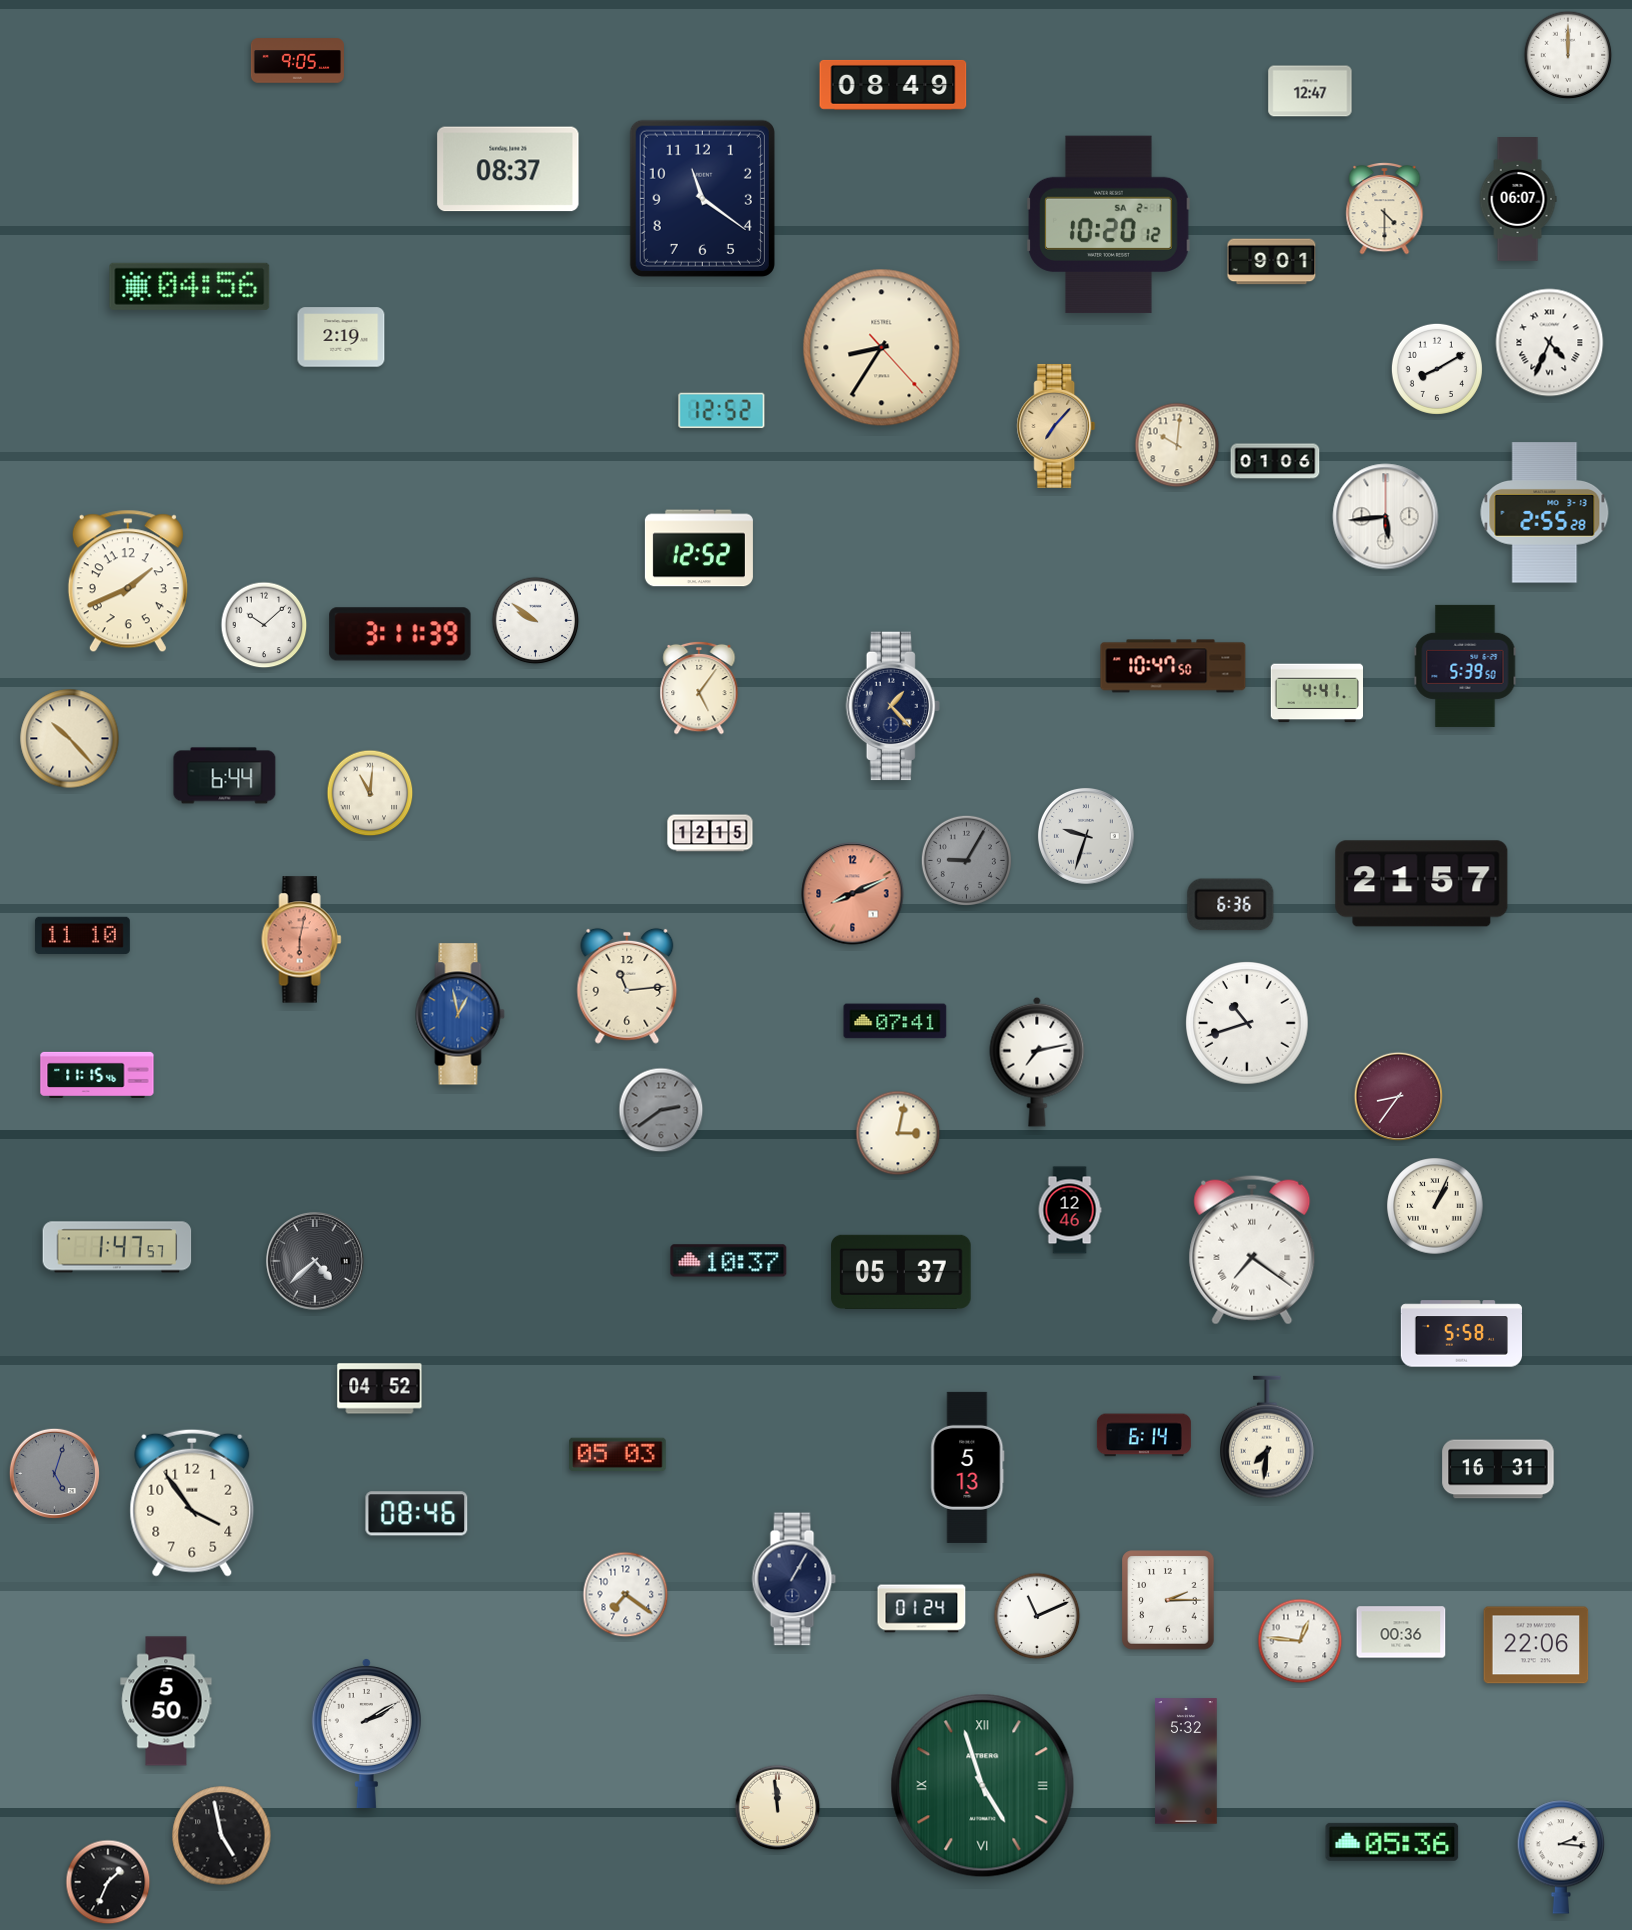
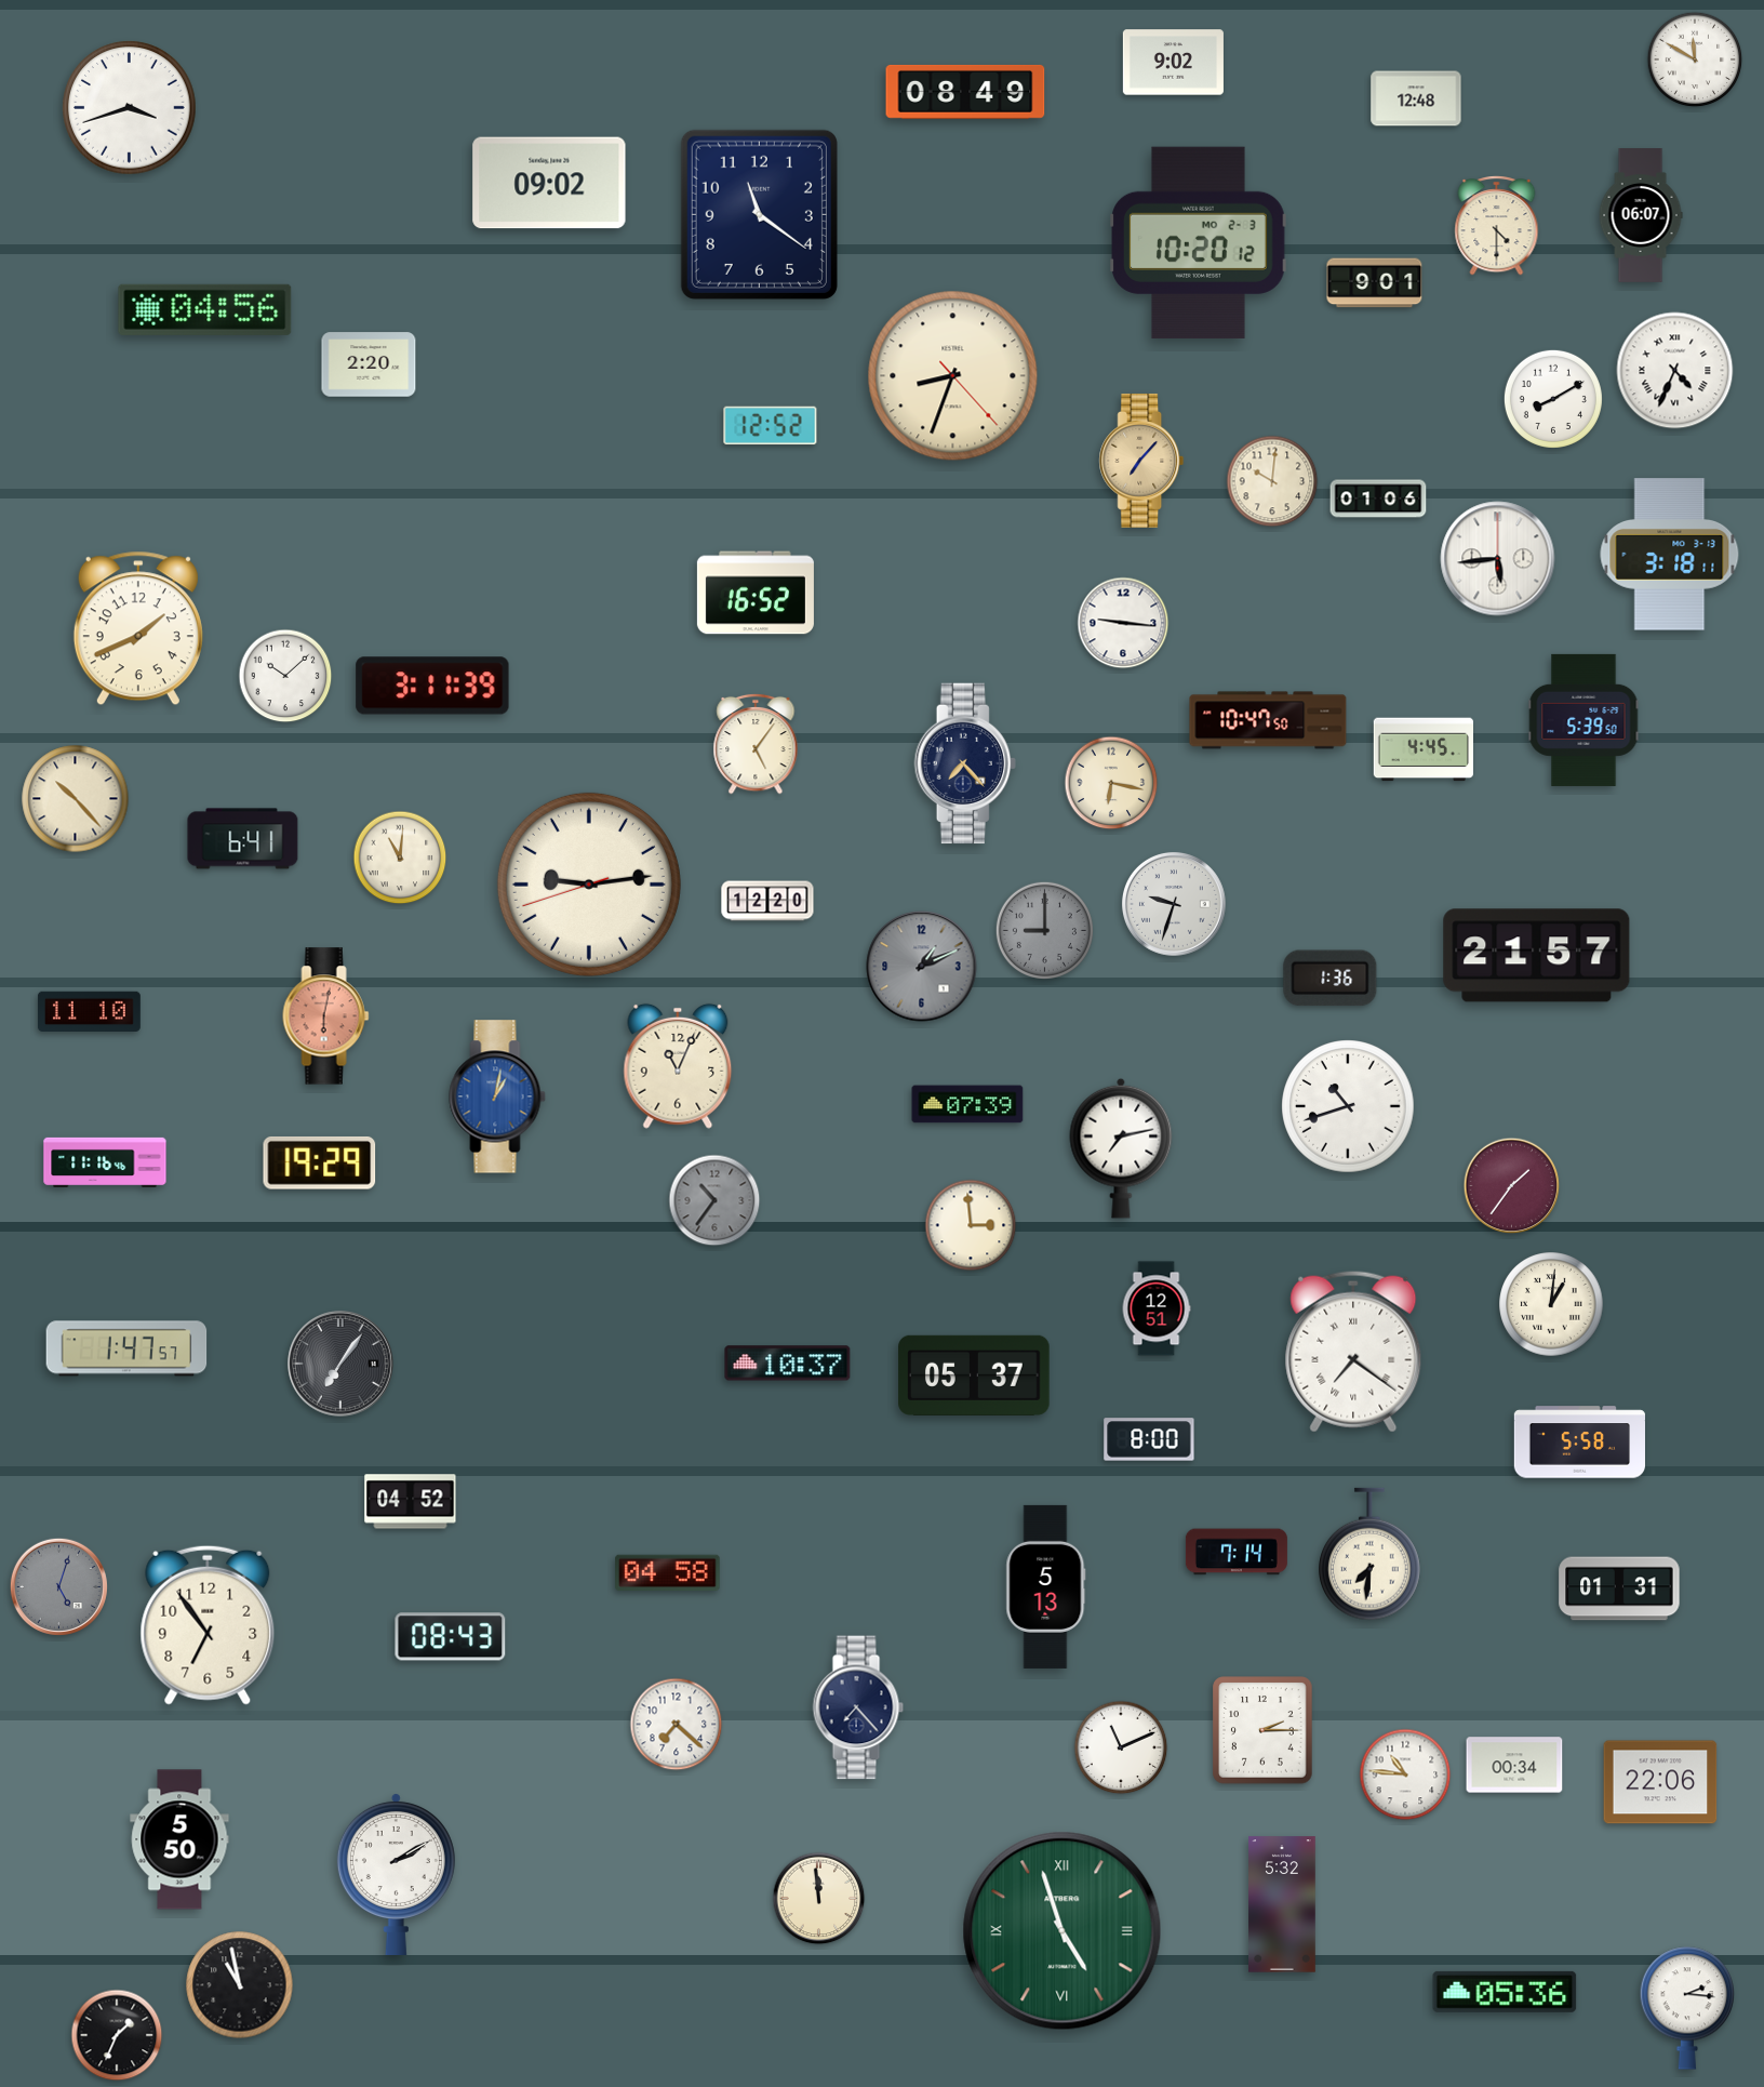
clock at (1568, 55): 12:00 -> 11:50
clock at (1173, 63): none -> 9:02
clock at (297, 61): 9:05 -> none
clock at (1310, 91): 12:47 -> 12:48
clock at (130, 108): none -> 3:42
clock at (508, 169): 08:37 -> 09:02
clock at (1109, 225) date: SA 2-1 -> MO 2-3
clock at (341, 337): 2:19 -> 2:20
clock at (882, 348): 8:35 -> 8:33
clock at (722, 411) position: (722, 411) -> (771, 426)
clock at (1545, 513): 2:55 -> 3:18
clock at (699, 548): 12:52 -> 16:52
clock at (1123, 623): none -> 9:16
clock at (536, 621): 9:51 -> none
clock at (1316, 693): 4:41 -> 4:45
clock at (893, 706): 1:23 -> 7:23
clock at (1111, 783): none -> 6:17
clock at (225, 776): 6:44 -> 6:41
clock at (589, 885): none -> 9:13
clock at (710, 833): 12:15 -> 12:20
clock at (966, 860): 9:05 -> 9:00
clock at (853, 894): 8:11 -> 1:11
clock at (853, 894) dial: salmon -> grey
clock at (1231, 905): 6:36 -> 1:36
clock at (627, 986): 11:14 -> 11:04
clock at (460, 1014): 12:58 -> 1:02
clock at (895, 1021): 07:41 -> 07:39
clock at (97, 1075): 11:15 -> 11:16
clock at (320, 1162): none -> 19:29
clock at (1399, 1097): 8:36 -> 1:36
clock at (661, 1110): 2:39 -> 10:36
clock at (898, 1133): 3:02 -> 2:59
clock at (1435, 1206): 1:04 -> 1:01
clock at (1070, 1210): 12:46 -> 12:51
clock at (315, 1261): 4:38 -> 7:06
clock at (1149, 1439): none -> 8:00
clock at (1144, 1435): 6:14 -> 7:14
clock at (618, 1455): 05:03 -> 04:58
clock at (1498, 1469): 16:31 -> 01:31
clock at (54, 1473) position: (54, 1473) -> (58, 1586)
clock at (192, 1503): 3:54 -> 6:54
clock at (417, 1514): 08:46 -> 08:43
clock at (794, 1579): 1:05 -> 7:23
clock at (626, 1595): 7:21 -> 7:22
clock at (922, 1609): 01:24 -> none
clock at (1401, 1632): 00:36 -> 00:34
clock at (1300, 1641): 12:46 -> 10:46
clock at (1536, 1645) position: (1536, 1645) -> (1660, 1782)
clock at (778, 1808) position: (778, 1808) -> (819, 1899)
clock at (222, 1836): 4:58 -> 10:58
